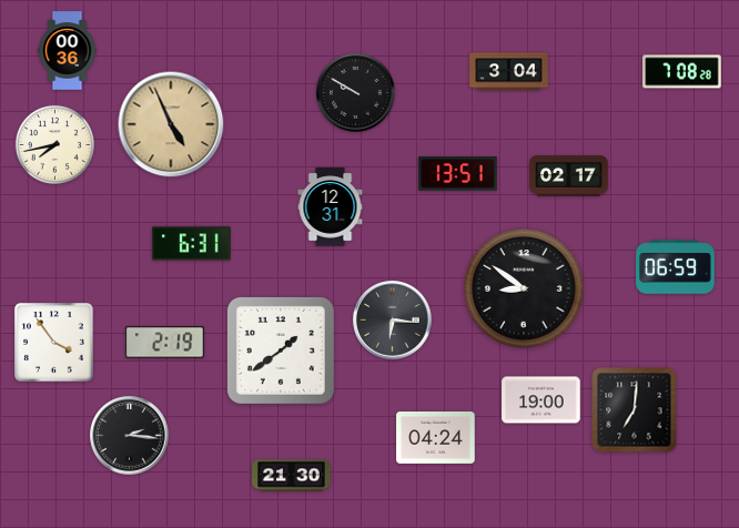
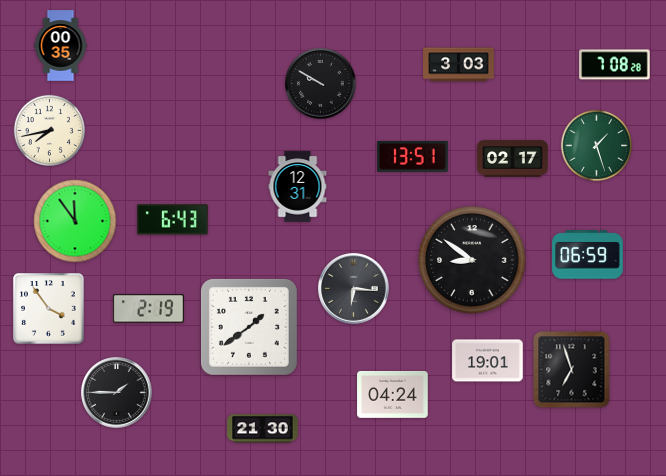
clock at (68, 51): 00:36 -> 00:35
clock at (509, 72): 3:04 -> 3:03
clock at (171, 124): 4:56 -> none
clock at (596, 145): none -> 1:27
clock at (192, 244): 6:31 -> 6:43
clock at (75, 221): none -> 11:54
clock at (676, 267) position: (676, 267) -> (588, 255)
clock at (281, 351) position: (281, 351) -> (249, 327)
clock at (541, 400): 19:00 -> 19:01
clock at (635, 410): 7:01 -> 6:57
clock at (130, 436): 2:16 -> 1:45
